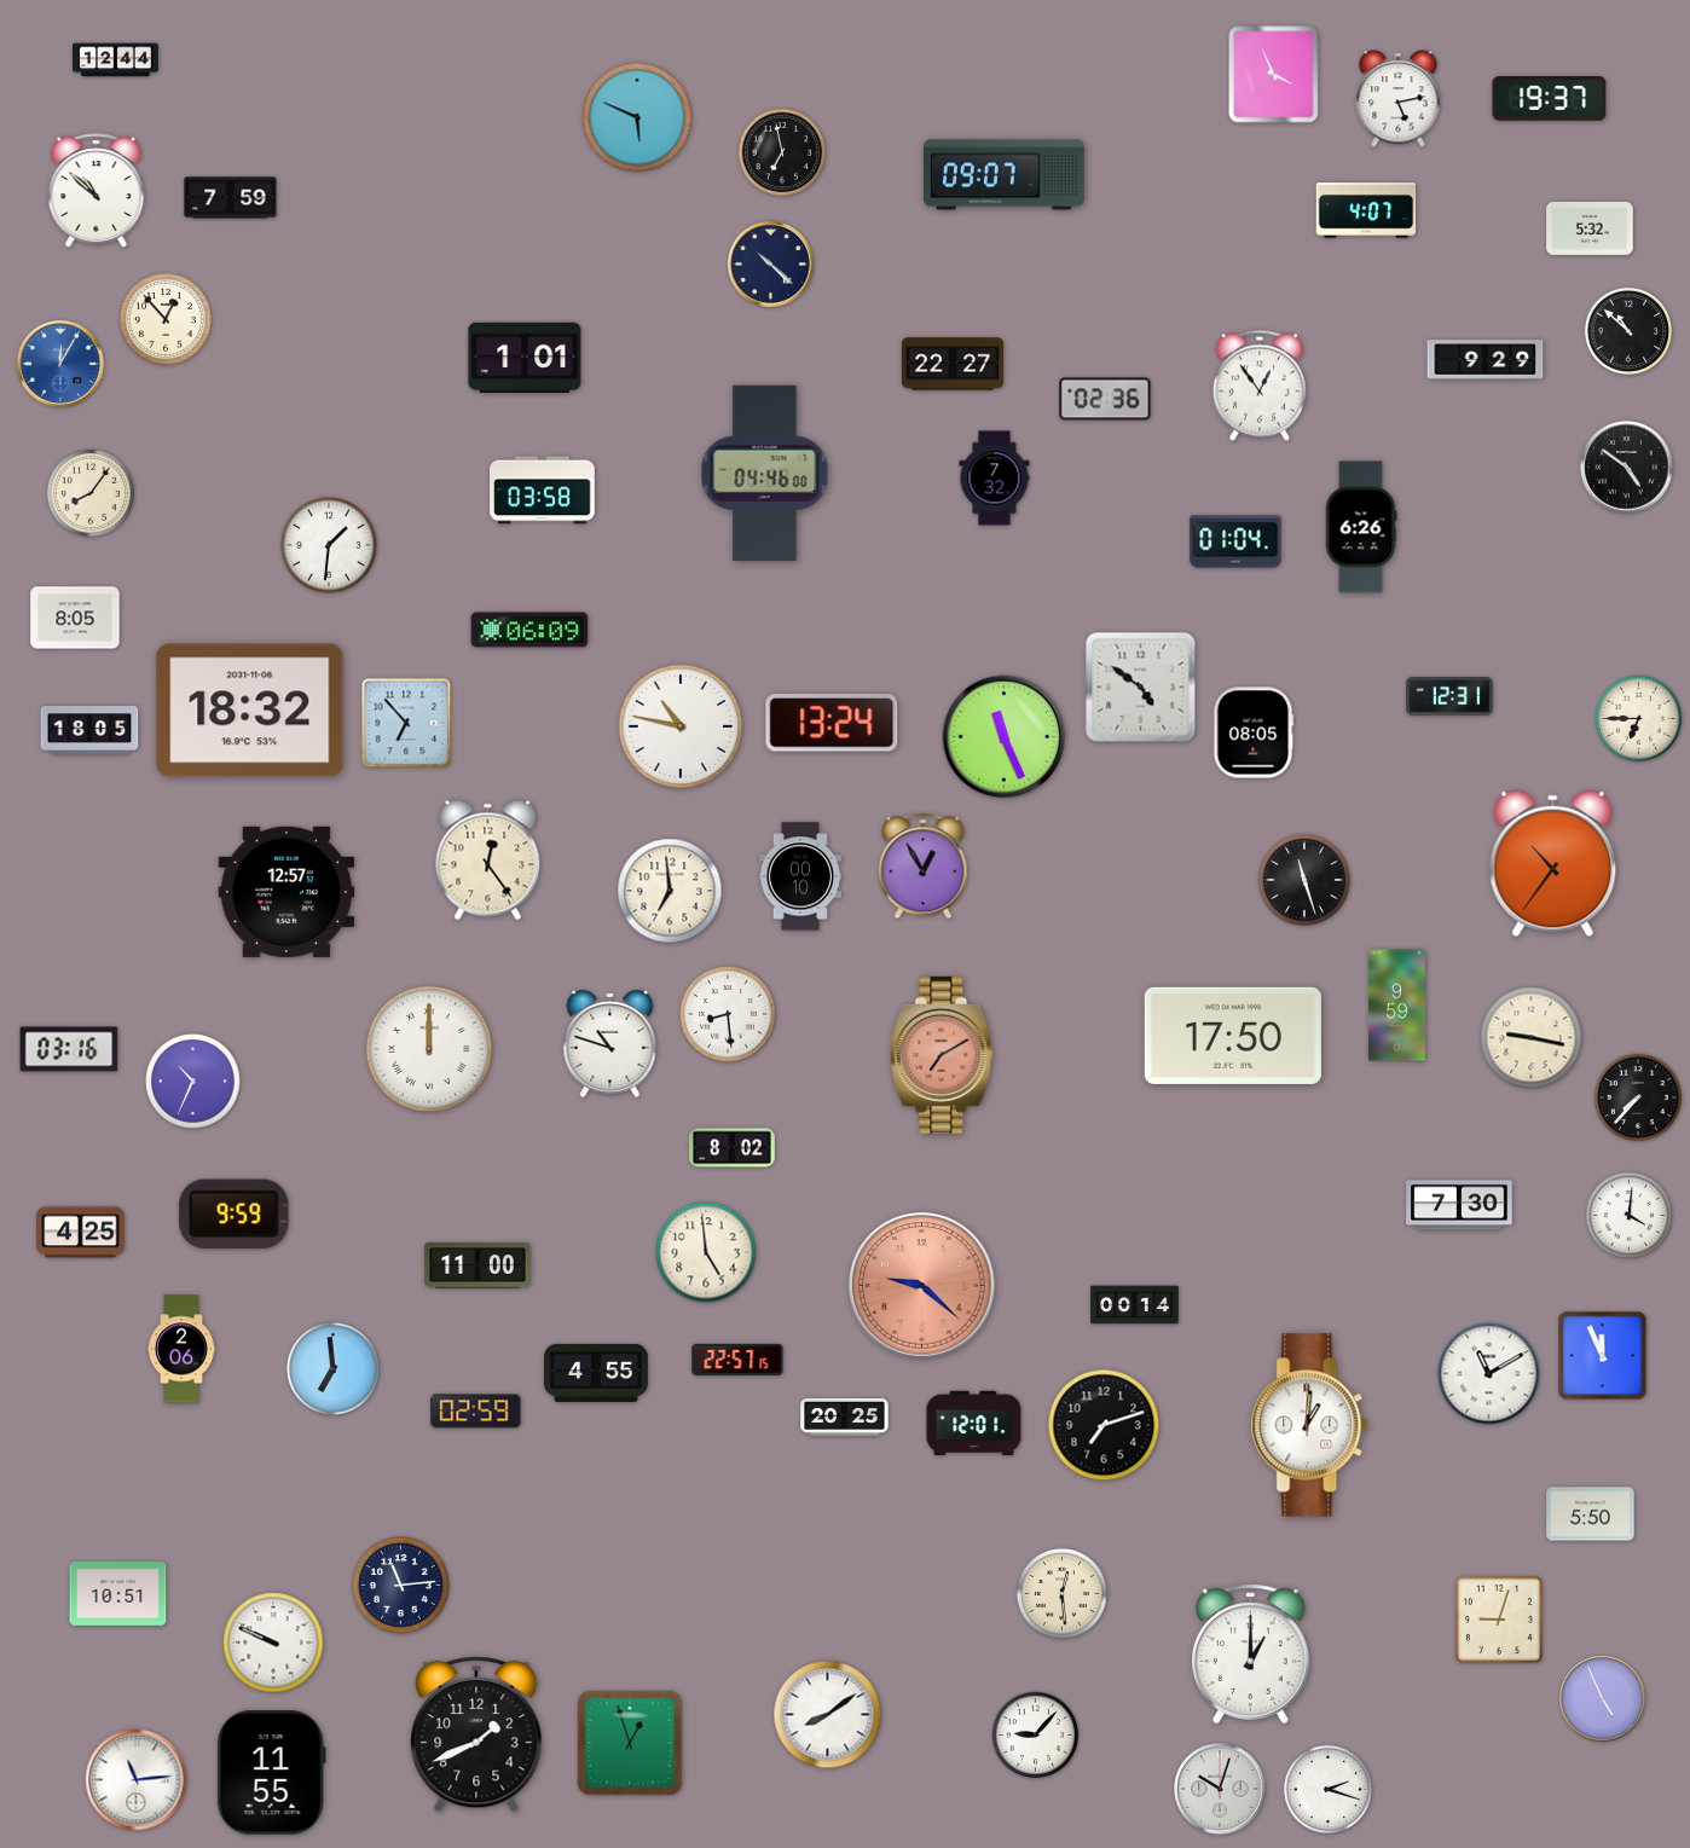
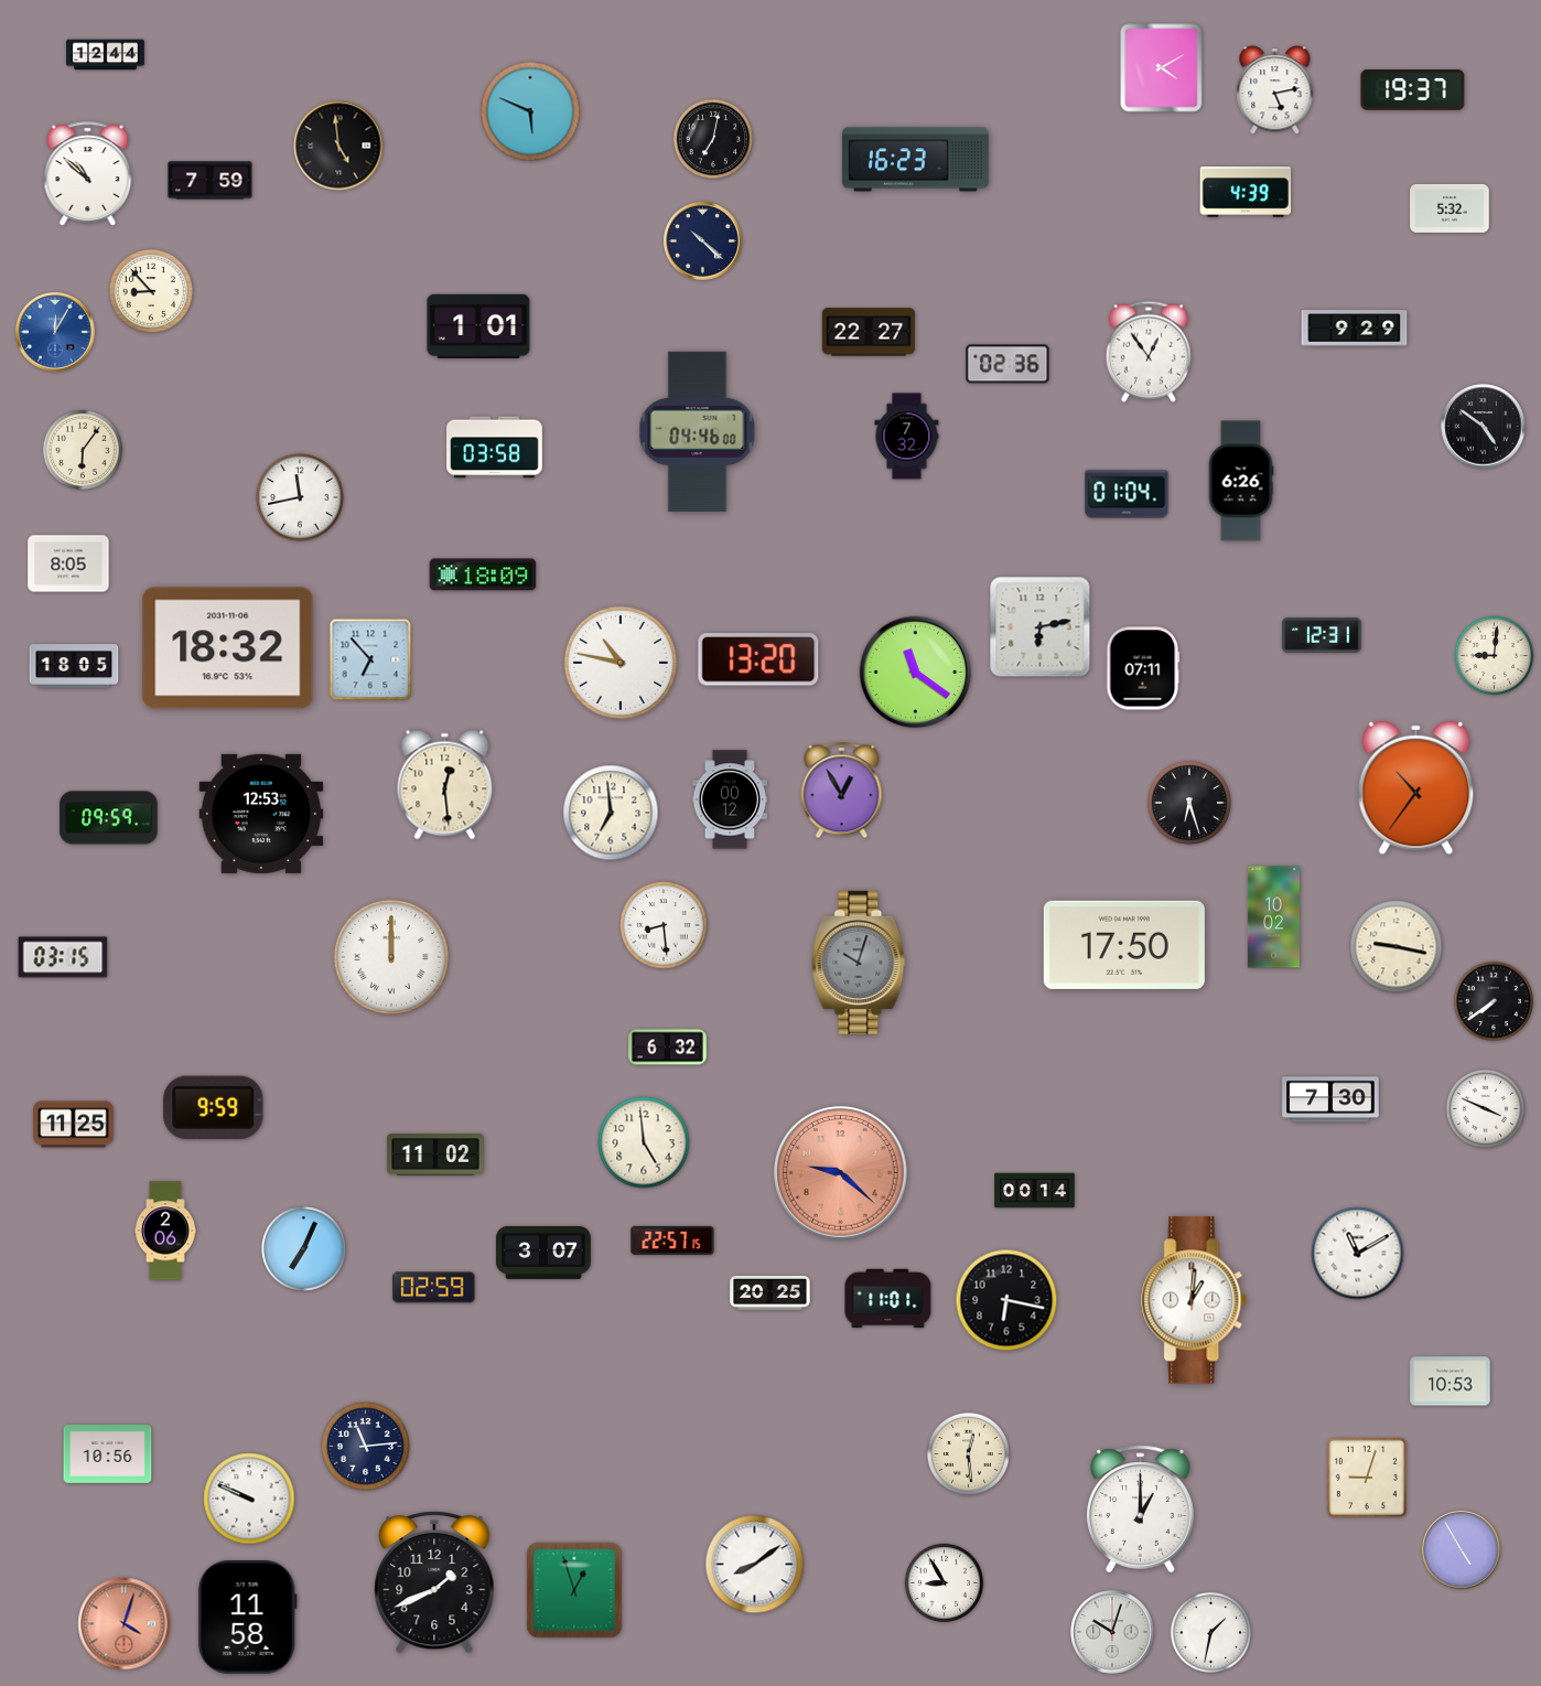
clock at (1274, 75): 3:56 -> 4:10
clock at (637, 117) position: (637, 117) -> (530, 111)
clock at (781, 151): 6:58 -> 7:02
clock at (338, 146): none -> 4:59
clock at (1003, 175): 09:07 -> 16:23
clock at (1366, 210): 4:07 -> 4:39
clock at (166, 319): 12:53 -> 8:53
clock at (1627, 330): 10:52 -> none
clock at (89, 492): 8:06 -> 6:06
clock at (329, 545): 1:31 -> 11:43
clock at (529, 630): 06:09 -> 18:09
clock at (1141, 688): 4:51 -> 6:13
clock at (1639, 719): 6:45 -> 9:01
clock at (832, 723): 13:24 -> 13:20
clock at (89, 730) position: (89, 730) -> (74, 666)
clock at (1254, 732): 08:05 -> 07:11
clock at (1005, 737): 11:26 -> 11:21
clock at (488, 861): 12:24 -> 12:29
clock at (799, 876): 00:10 -> 00:12
clock at (1304, 880): 11:27 -> 6:27
clock at (287, 892): 12:57 -> 12:53
clock at (109, 818): none -> 09:59
clock at (1396, 1006): 9:59 -> 10:02
clock at (610, 1043): 10:48 -> none
clock at (69, 1049): 03:16 -> 03:15
clock at (942, 1055): 7:10 -> 10:03
clock at (942, 1055) dial: salmon -> grey
clock at (193, 1082): 10:34 -> none
clock at (1637, 1096): 7:37 -> 7:39
clock at (733, 1148): 8:02 -> 6:32
clock at (1630, 1216): 4:01 -> 3:49
clock at (81, 1233): 4:25 -> 11:25
clock at (478, 1265): 11:00 -> 11:02
clock at (1603, 1356): 11:56 -> none
clock at (332, 1368): 6:59 -> 7:04
clock at (596, 1373): 4:55 -> 3:07
clock at (974, 1424): 12:01 -> 11:01
clock at (1104, 1425): 7:12 -> 6:17
clock at (1591, 1514): 5:50 -> 10:53
clock at (118, 1594): 10:51 -> 10:56
clock at (1603, 1699): 4:56 -> 4:55
clock at (1036, 1736): 9:07 -> 8:55
clock at (271, 1773): 11:55 -> 11:58
clock at (137, 1780): 11:14 -> 4:03
clock at (137, 1780) dial: white -> salmon
clock at (1327, 1789): 2:18 -> 1:32
